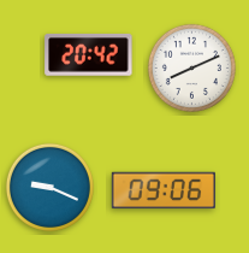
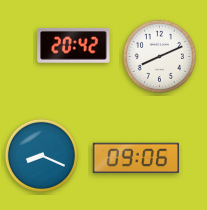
clock at (49, 187): 9:19 -> 8:19
